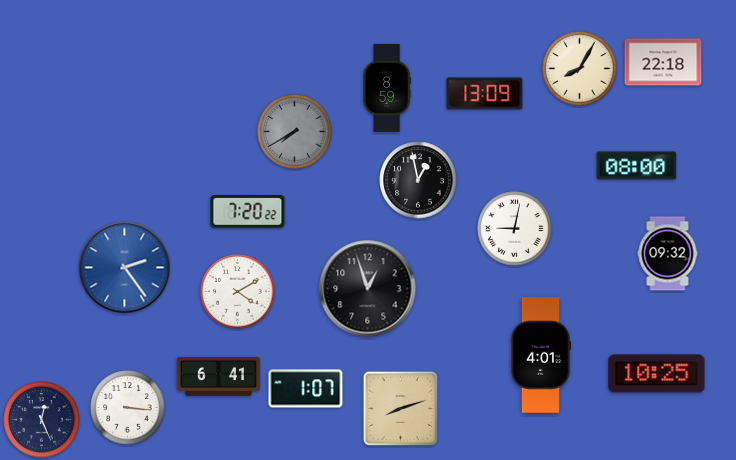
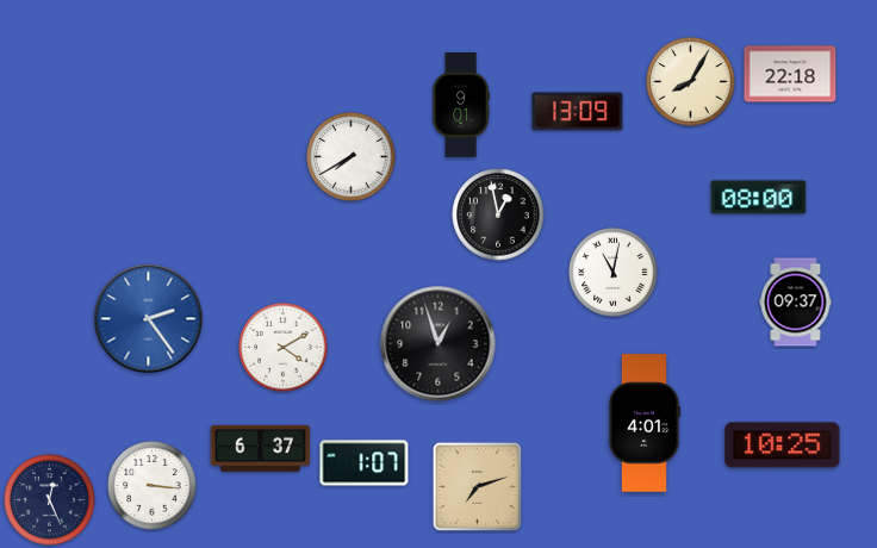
clock at (387, 89): 8:59 -> 9:01
clock at (295, 132) dial: grey -> white
clock at (248, 212): 7:20 -> none
clock at (515, 229): 9:02 -> 11:02
clock at (668, 254): 09:32 -> 09:37
clock at (219, 376): 6:41 -> 6:37
clock at (400, 408): 8:12 -> 7:12
